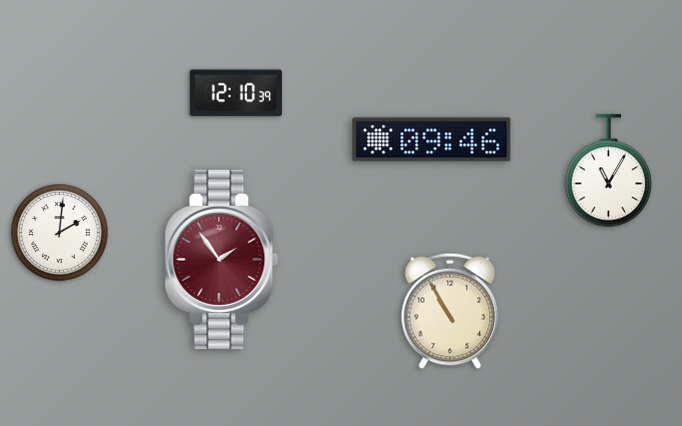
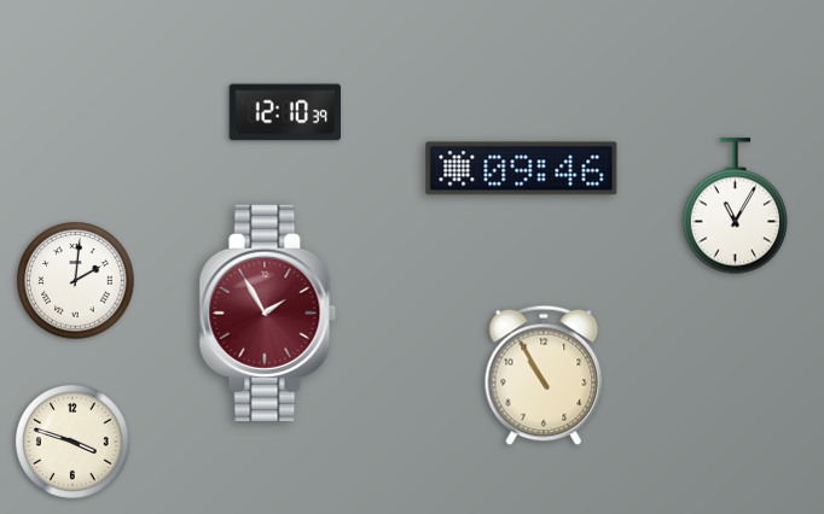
clock at (60, 233) position: (60, 233) -> (76, 281)
clock at (222, 259): 1:54 -> 1:55
clock at (72, 442): none -> 3:48
